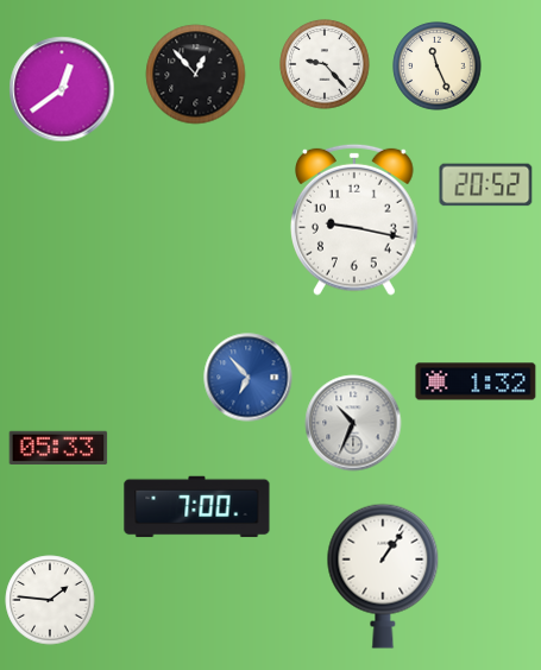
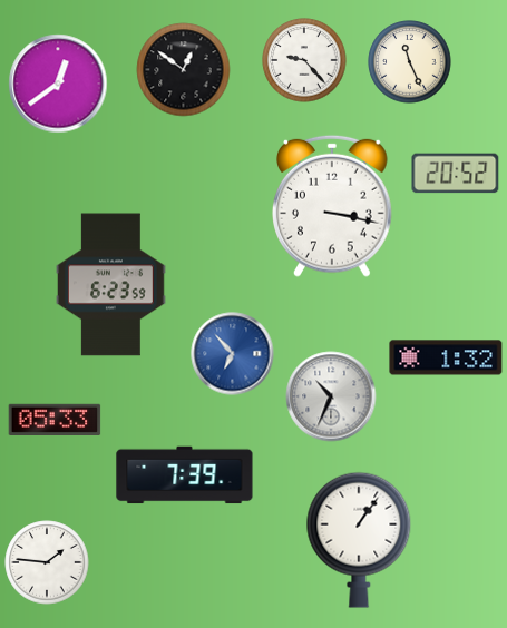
clock at (196, 75): 12:53 -> 12:51
clock at (356, 220): 9:17 -> 3:17
clock at (111, 285): none -> 6:23
clock at (197, 507): 7:00 -> 7:39
